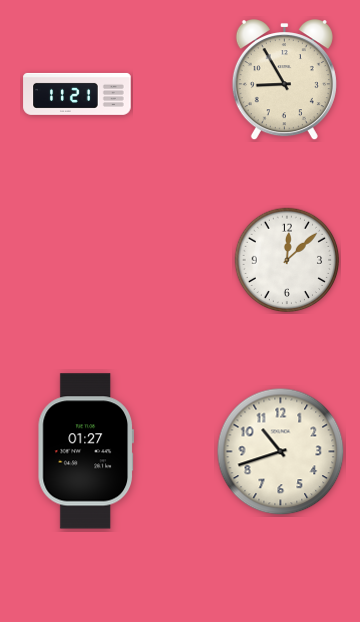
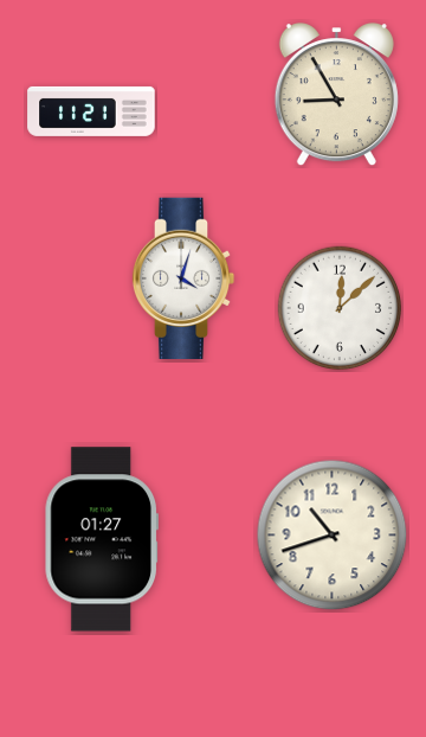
clock at (183, 277): none -> 4:03
clock at (85, 451) position: (85, 451) -> (101, 539)
